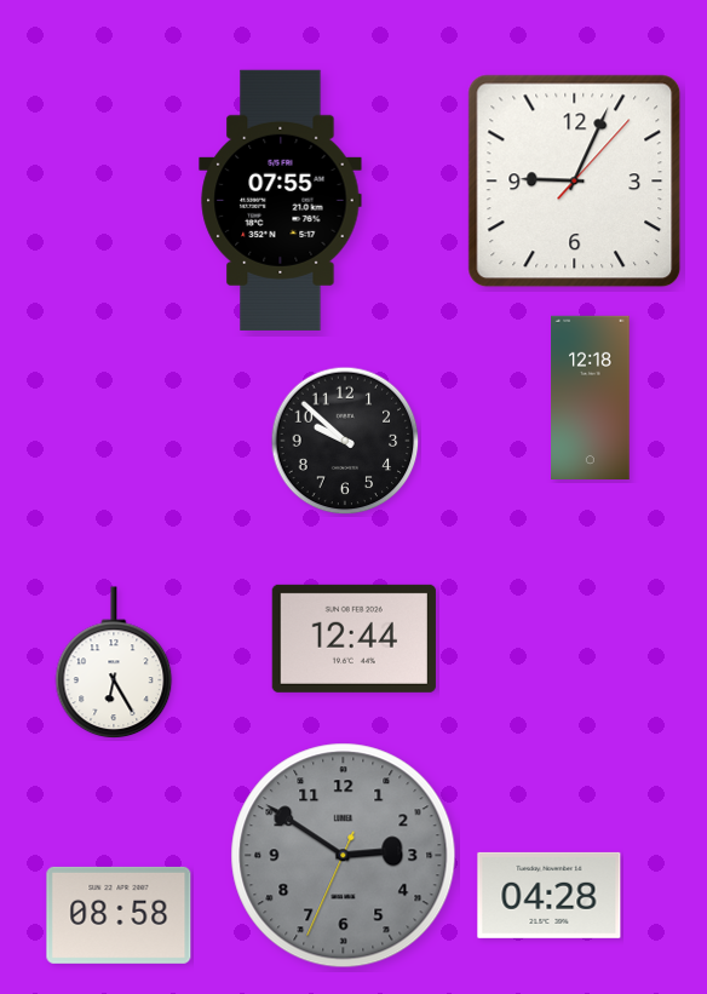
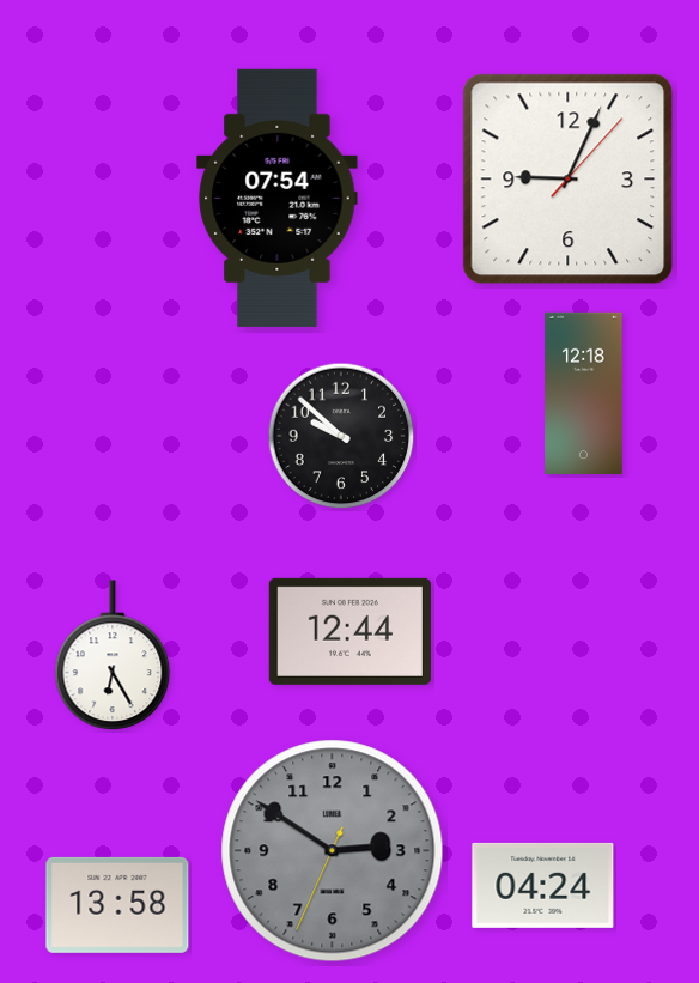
clock at (281, 200): 07:55 -> 07:54
clock at (344, 856) position: (344, 856) -> (333, 851)
clock at (550, 895): 04:28 -> 04:24
clock at (119, 915): 08:58 -> 13:58
